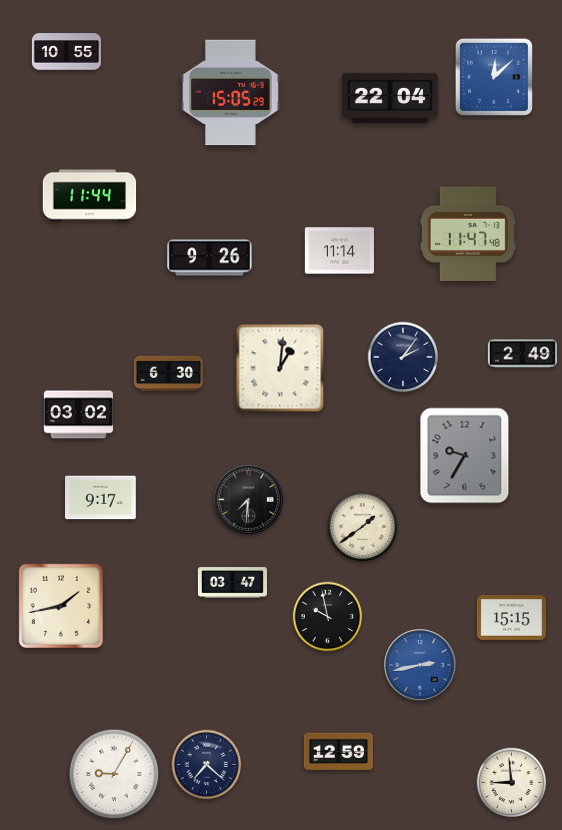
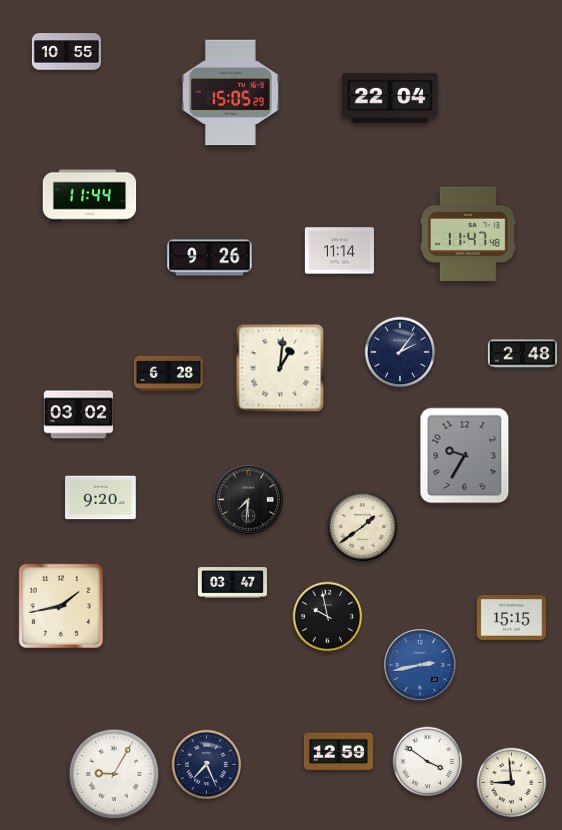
clock at (494, 77): 12:08 -> none
clock at (522, 354): 2:49 -> 2:48
clock at (403, 357) position: (403, 357) -> (400, 352)
clock at (168, 374): 6:30 -> 6:28
clock at (101, 498): 9:17 -> 9:20
clock at (428, 762): none -> 3:51
clock at (207, 765): 7:22 -> 7:26
